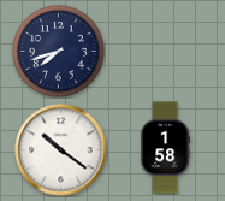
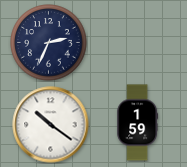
clock at (59, 52): 7:42 -> 2:34
clock at (166, 148): 1:58 -> 1:59
